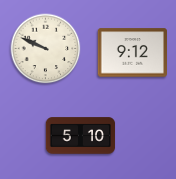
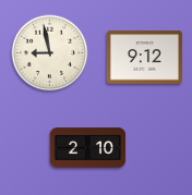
clock at (46, 49): 9:49 -> 8:58
clock at (81, 136): 5:10 -> 2:10
